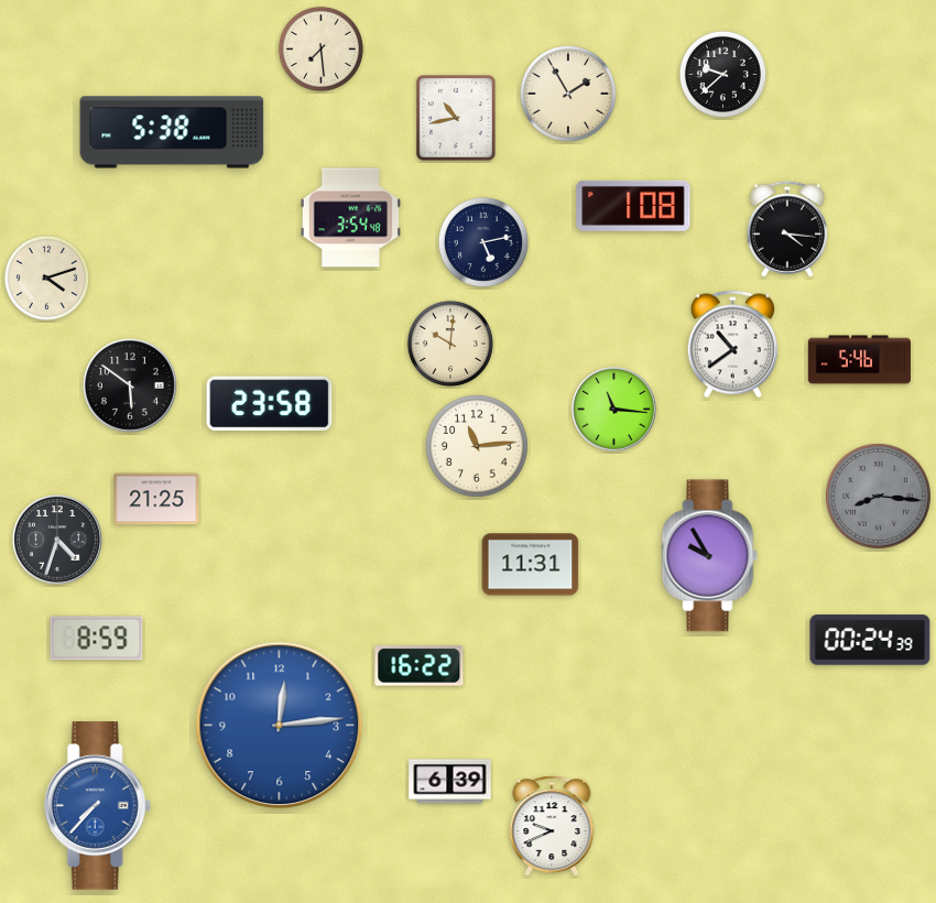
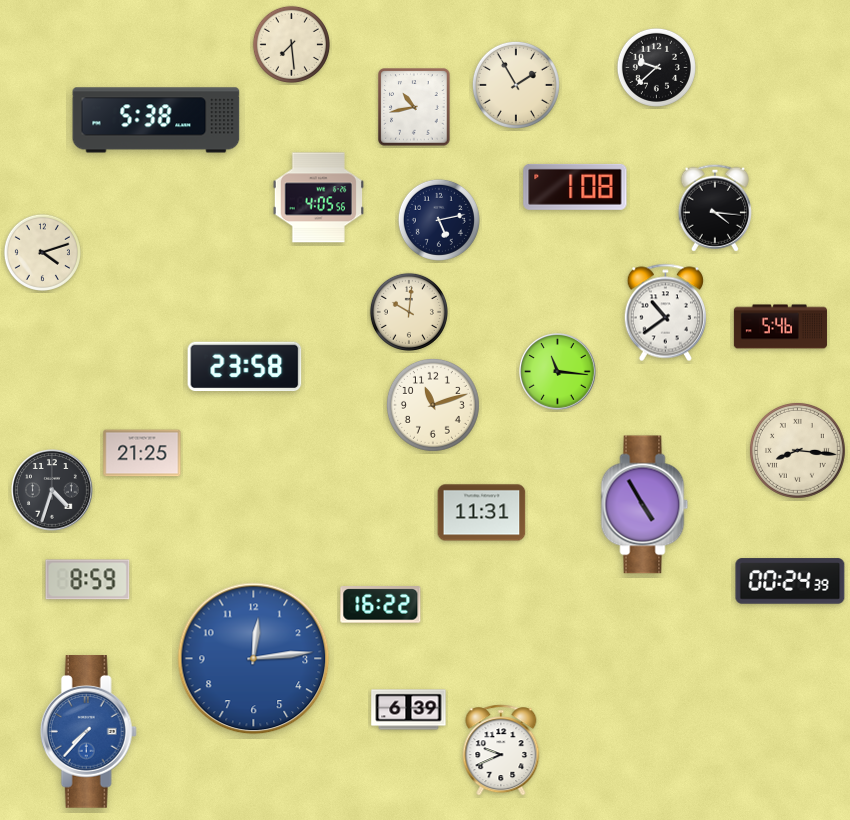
clock at (350, 218): 3:54 -> 4:05
clock at (130, 385): 5:51 -> none
clock at (477, 446): 11:14 -> 11:12
clock at (878, 496) dial: grey -> cream
clock at (710, 556): 9:55 -> 4:55
